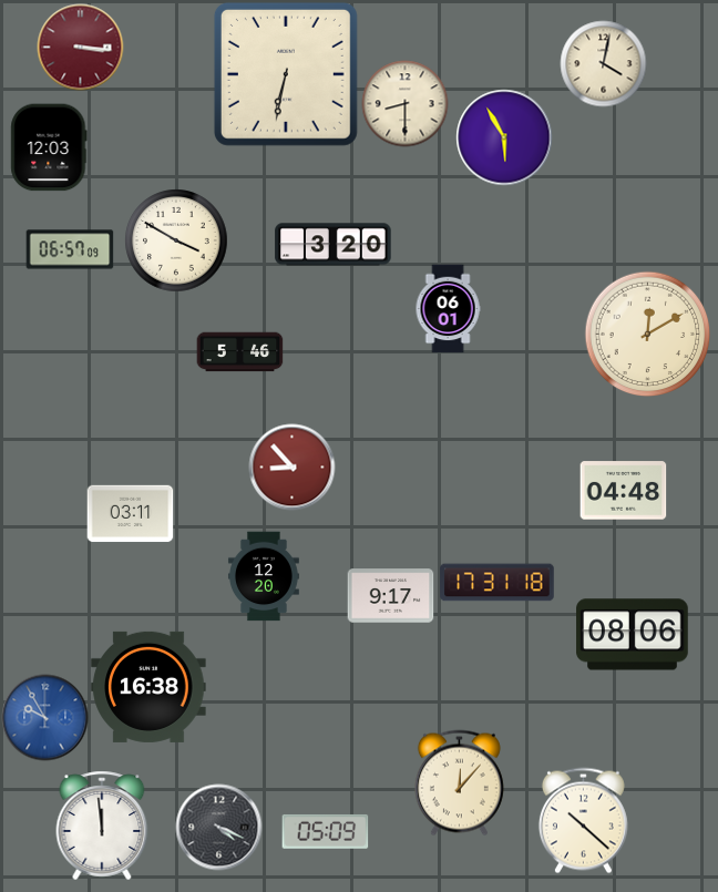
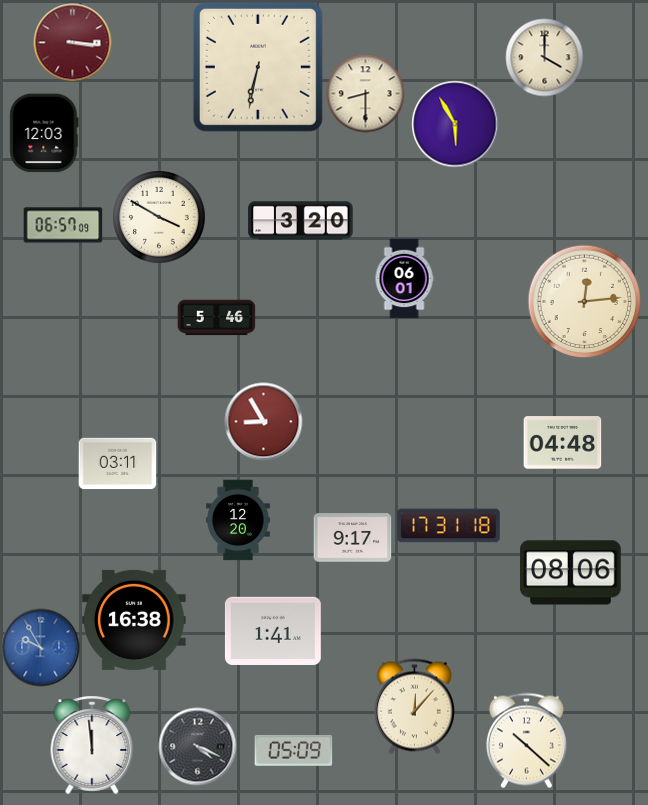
clock at (603, 63): 4:02 -> 4:00
clock at (647, 334): 12:10 -> 12:14
clock at (291, 466): 8:53 -> 8:55
clock at (273, 631): none -> 1:41
